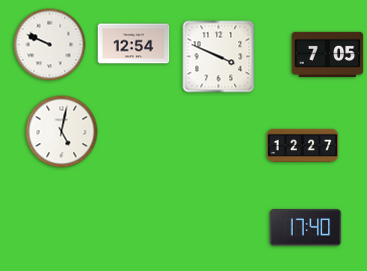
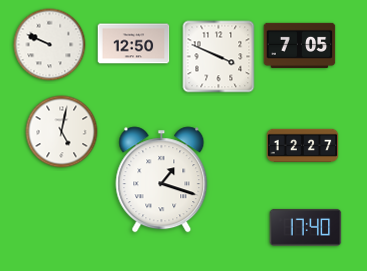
clock at (134, 44): 12:54 -> 12:50
clock at (328, 54) position: (328, 54) -> (300, 45)
clock at (162, 180): none -> 1:18
